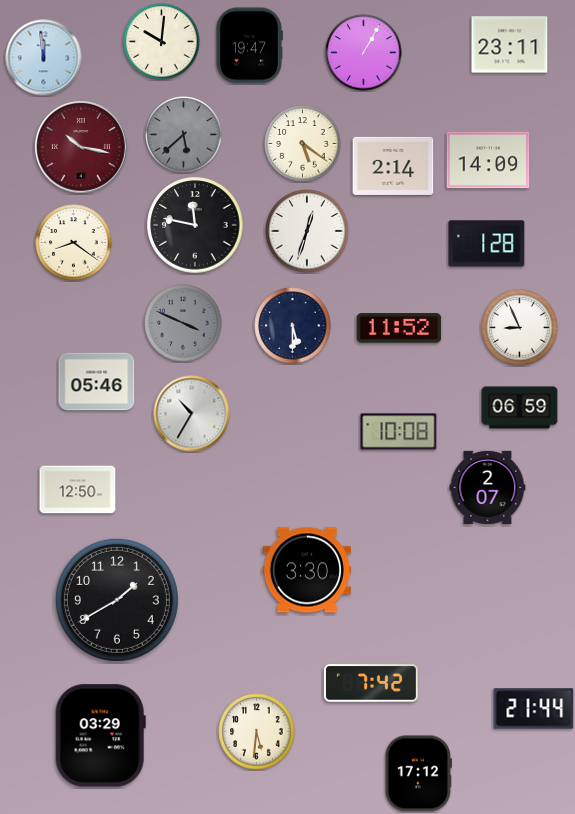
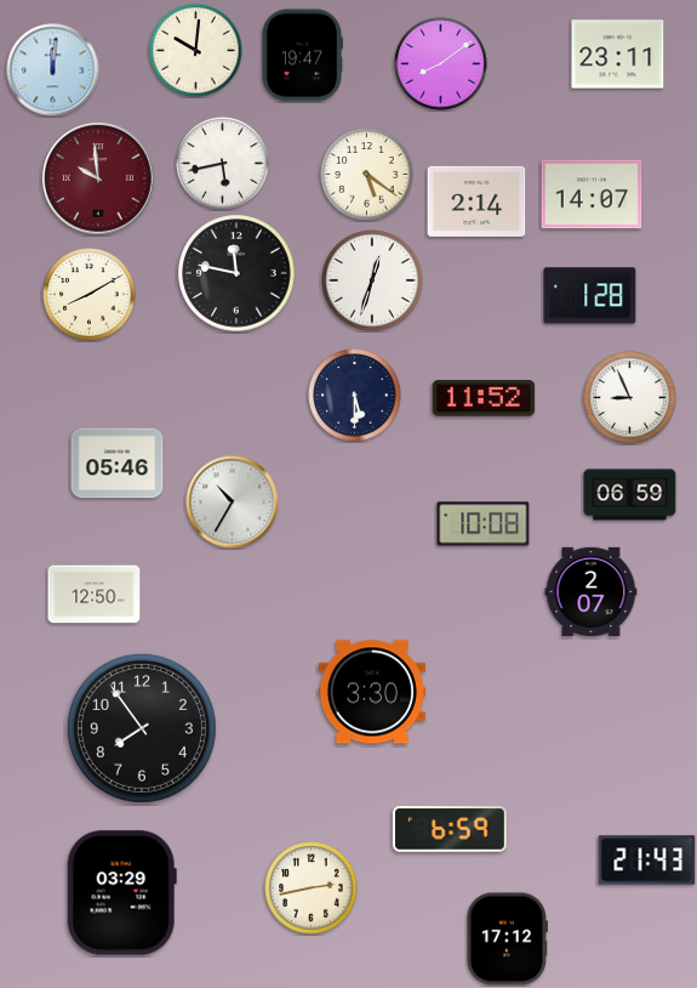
clock at (364, 53): 1:05 -> 8:09
clock at (44, 58): 11:59 -> 12:01
clock at (184, 135): 5:38 -> 5:43
clock at (184, 135) dial: grey -> white
clock at (81, 147): 10:17 -> 9:59
clock at (488, 160): 14:09 -> 14:07
clock at (74, 243): 8:21 -> 8:10
clock at (183, 323): 3:49 -> none
clock at (117, 600): 1:40 -> 7:54
clock at (371, 683): 7:42 -> 6:59
clock at (534, 709): 21:44 -> 21:43
clock at (257, 732): 5:31 -> 2:43
